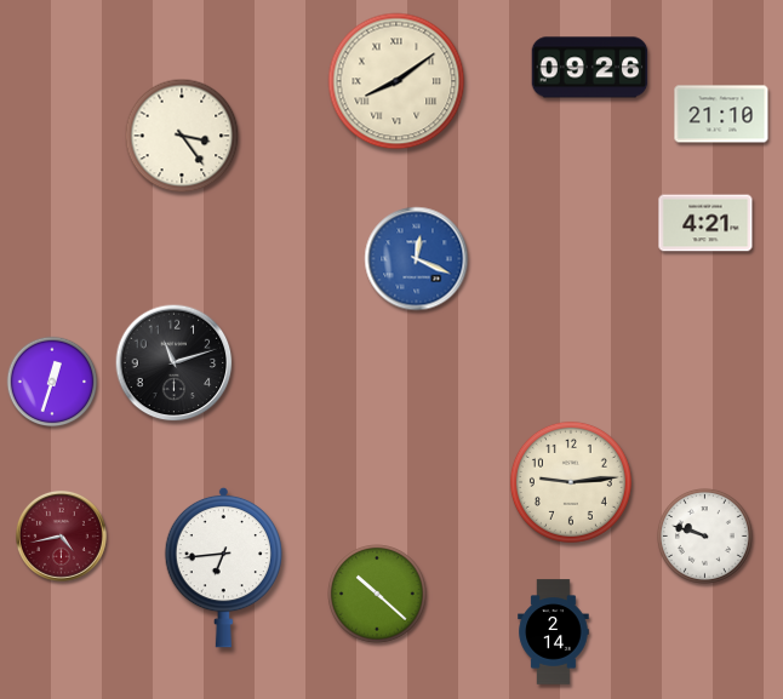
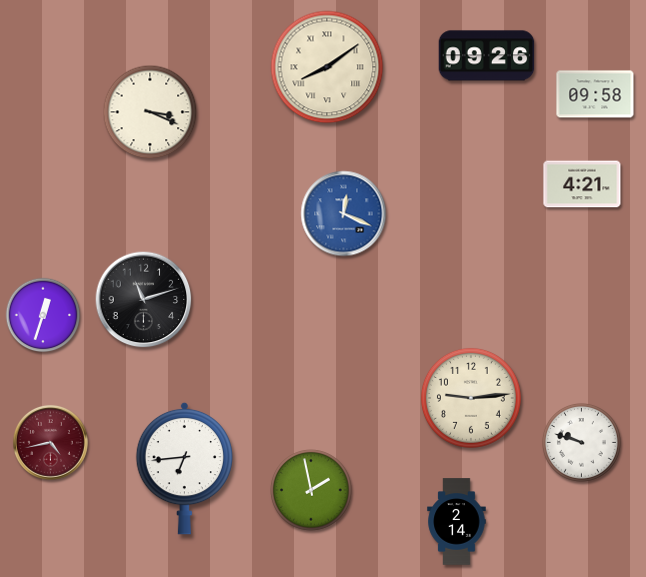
clock at (721, 114): 21:10 -> 09:58
clock at (182, 136): 3:24 -> 3:19
clock at (377, 594): 10:22 -> 1:58
